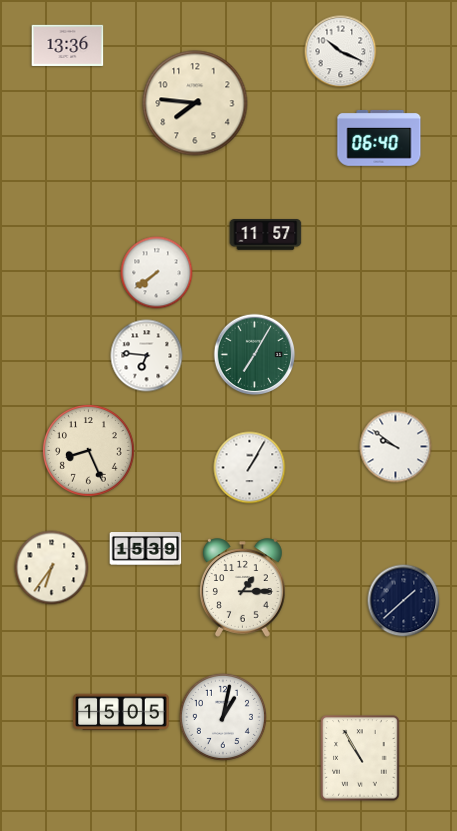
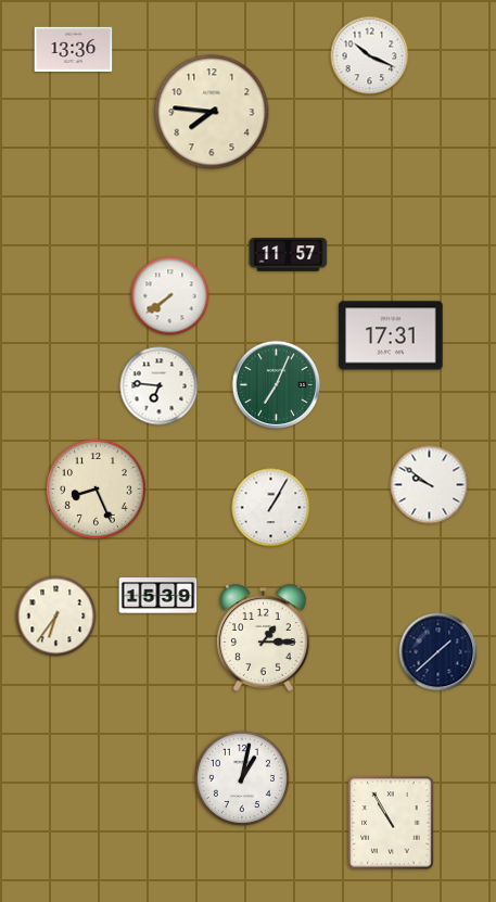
clock at (379, 138): 06:40 -> none
clock at (391, 335): none -> 17:31
clock at (255, 355): 7:05 -> 7:04
clock at (121, 712): 15:05 -> none
